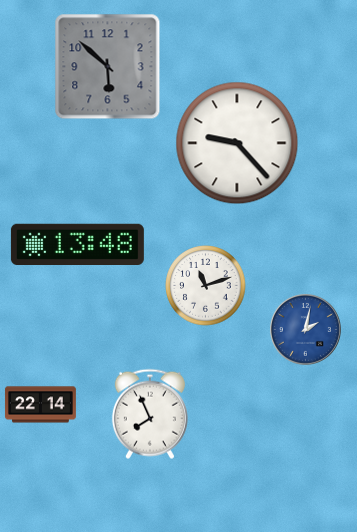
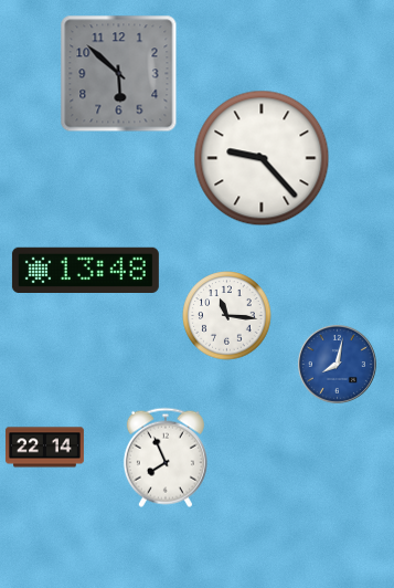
clock at (206, 286): 11:12 -> 11:16
clock at (305, 329): 2:02 -> 8:02
